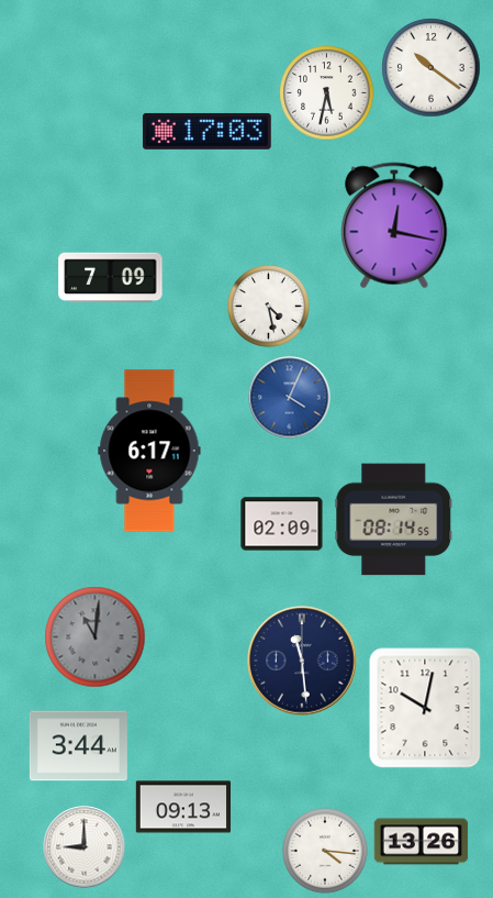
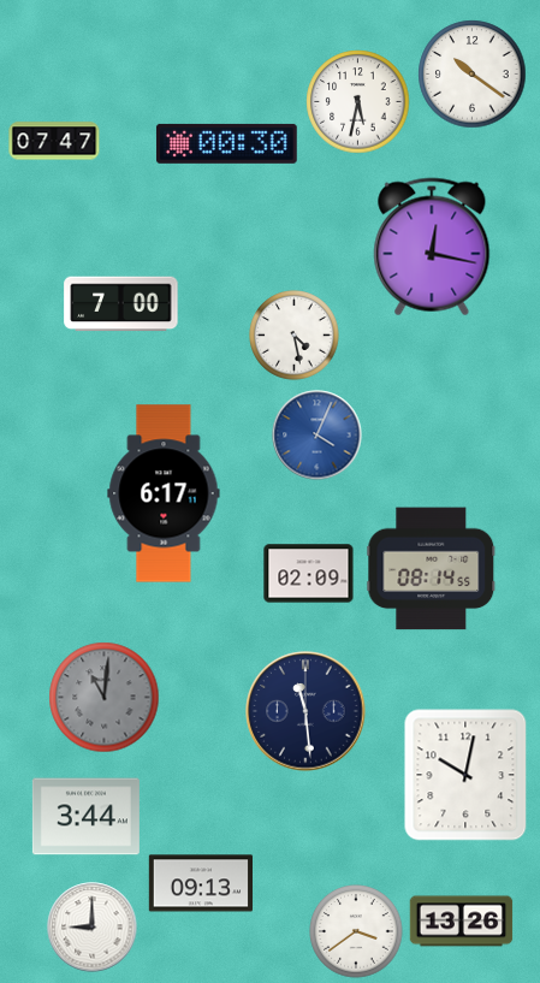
clock at (54, 141): none -> 07:47
clock at (206, 131): 17:03 -> 00:30
clock at (111, 278): 7:09 -> 7:00
clock at (302, 661) position: (302, 661) -> (305, 711)
clock at (325, 851): 4:16 -> 3:39
